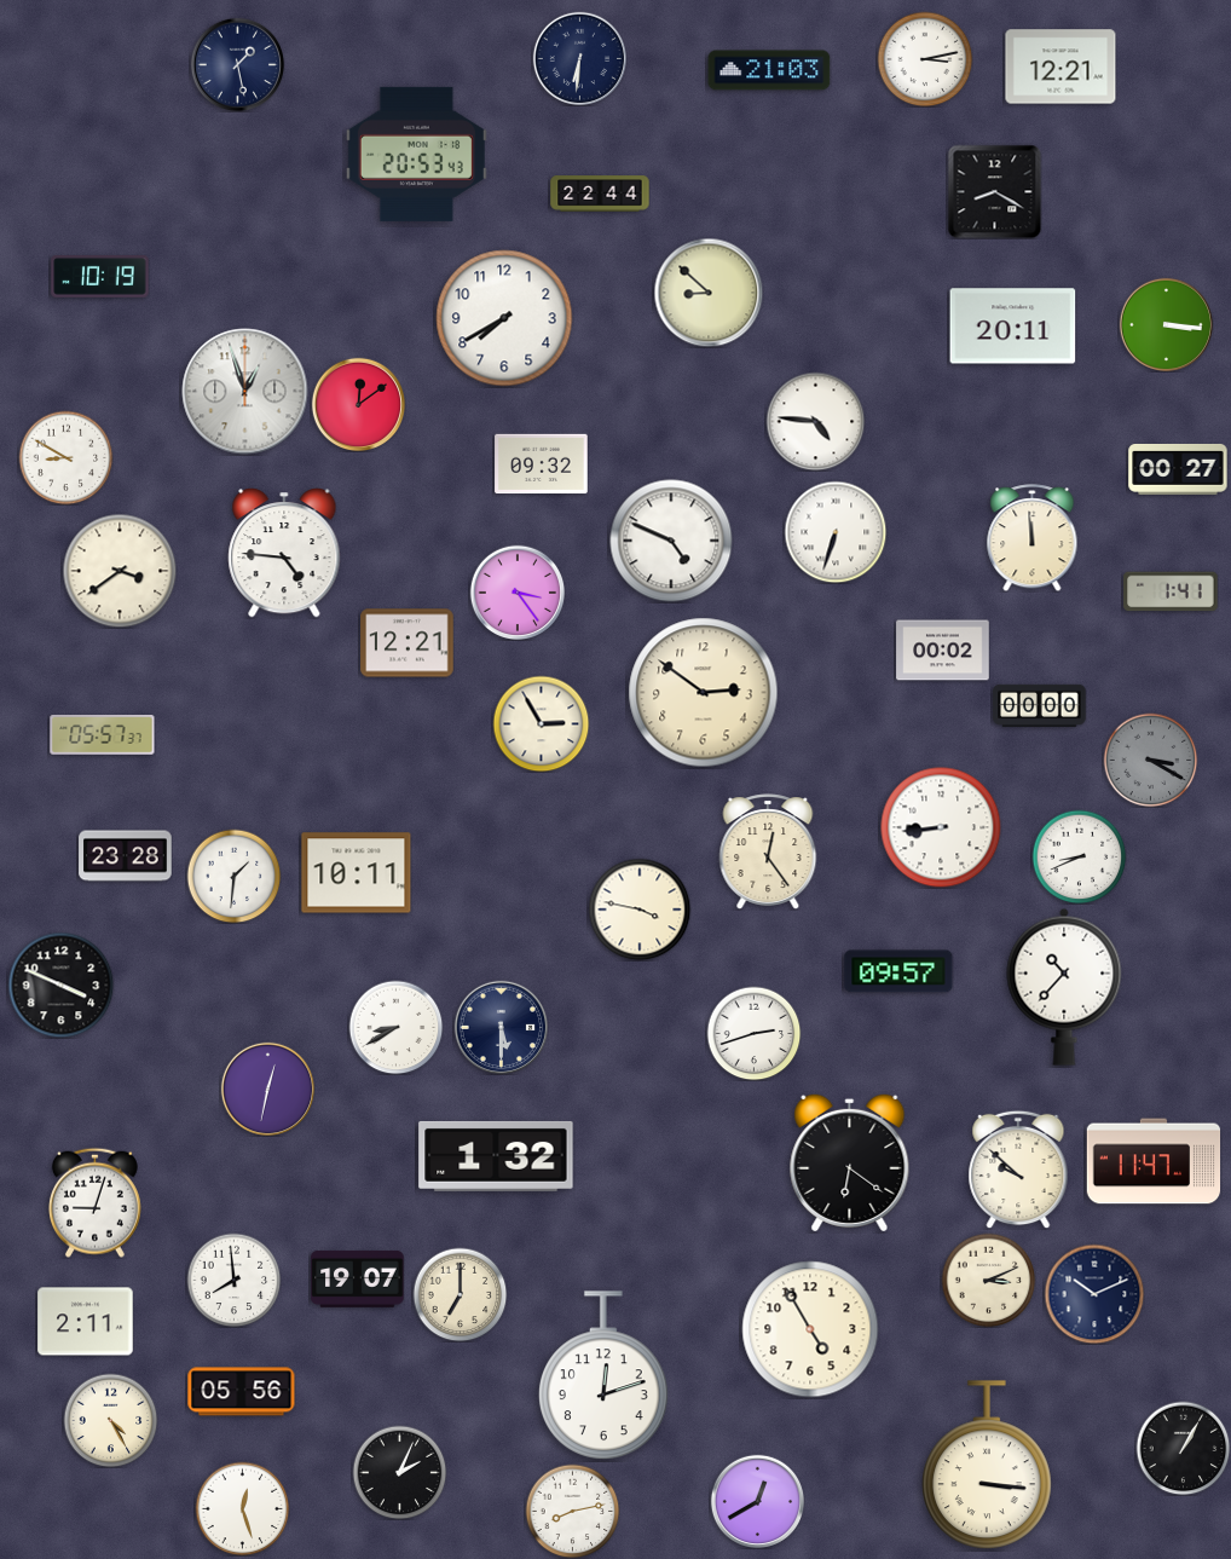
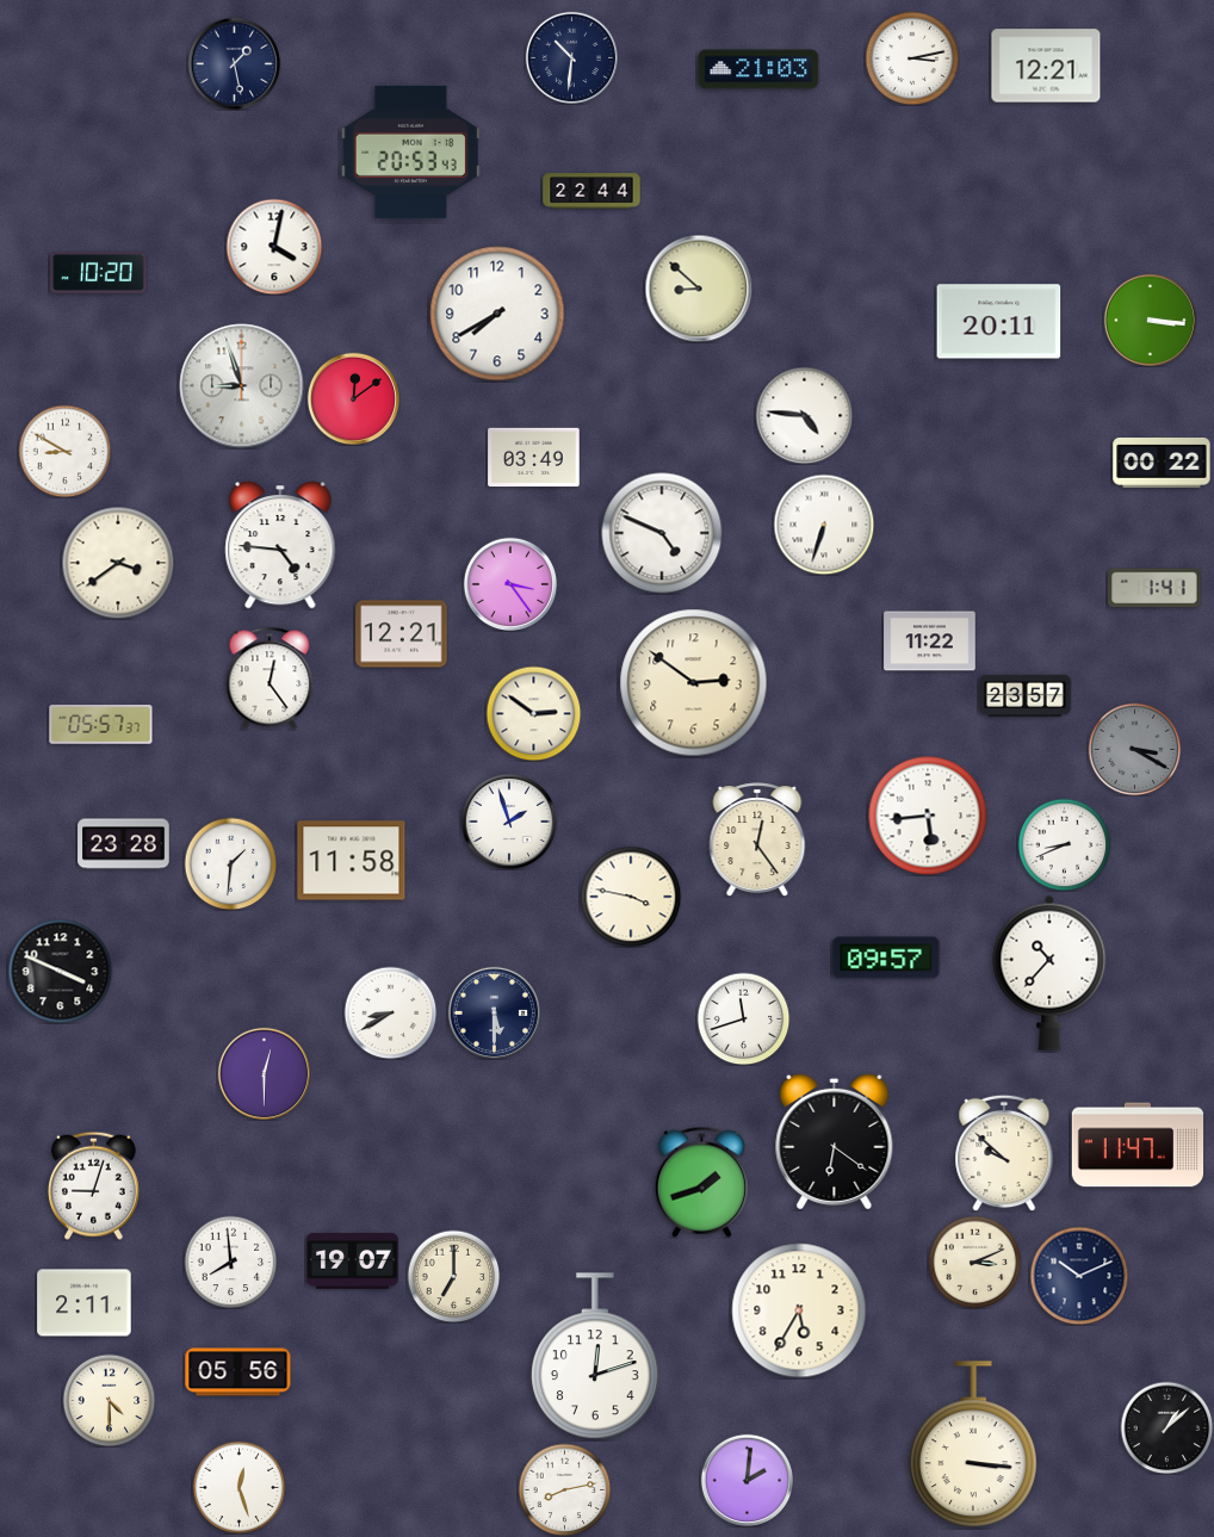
clock at (579, 58): 6:31 -> 10:31
clock at (994, 191): 8:20 -> none
clock at (274, 247): none -> 4:02
clock at (100, 277): 10:19 -> 10:20
clock at (245, 392): 12:57 -> 8:57
clock at (542, 464): 09:32 -> 03:49
clock at (1178, 469): 00:27 -> 00:22
clock at (1033, 538): 11:59 -> none
clock at (1171, 591) position: (1171, 591) -> (1154, 588)
clock at (943, 651): 00:02 -> 11:22
clock at (270, 678): none -> 12:24
clock at (1040, 705): 00:00 -> 23:57
clock at (541, 723): 2:55 -> 2:51
clock at (941, 827): 8:44 -> 5:44
clock at (509, 822): none -> 1:57
clock at (357, 873): 10:11 -> 11:58
clock at (753, 1033): 2:42 -> 11:42
clock at (267, 1089): 12:32 -> 12:30
clock at (496, 1156): 1:32 -> none
clock at (850, 1162) position: (850, 1162) -> (835, 1141)
clock at (701, 1182): none -> 1:42
clock at (810, 1329): 4:55 -> 5:35
clock at (110, 1420): 4:25 -> 4:30
clock at (1183, 1448): 1:05 -> 1:08
clock at (399, 1472): 2:04 -> none
clock at (757, 1501): 12:40 -> 2:01
